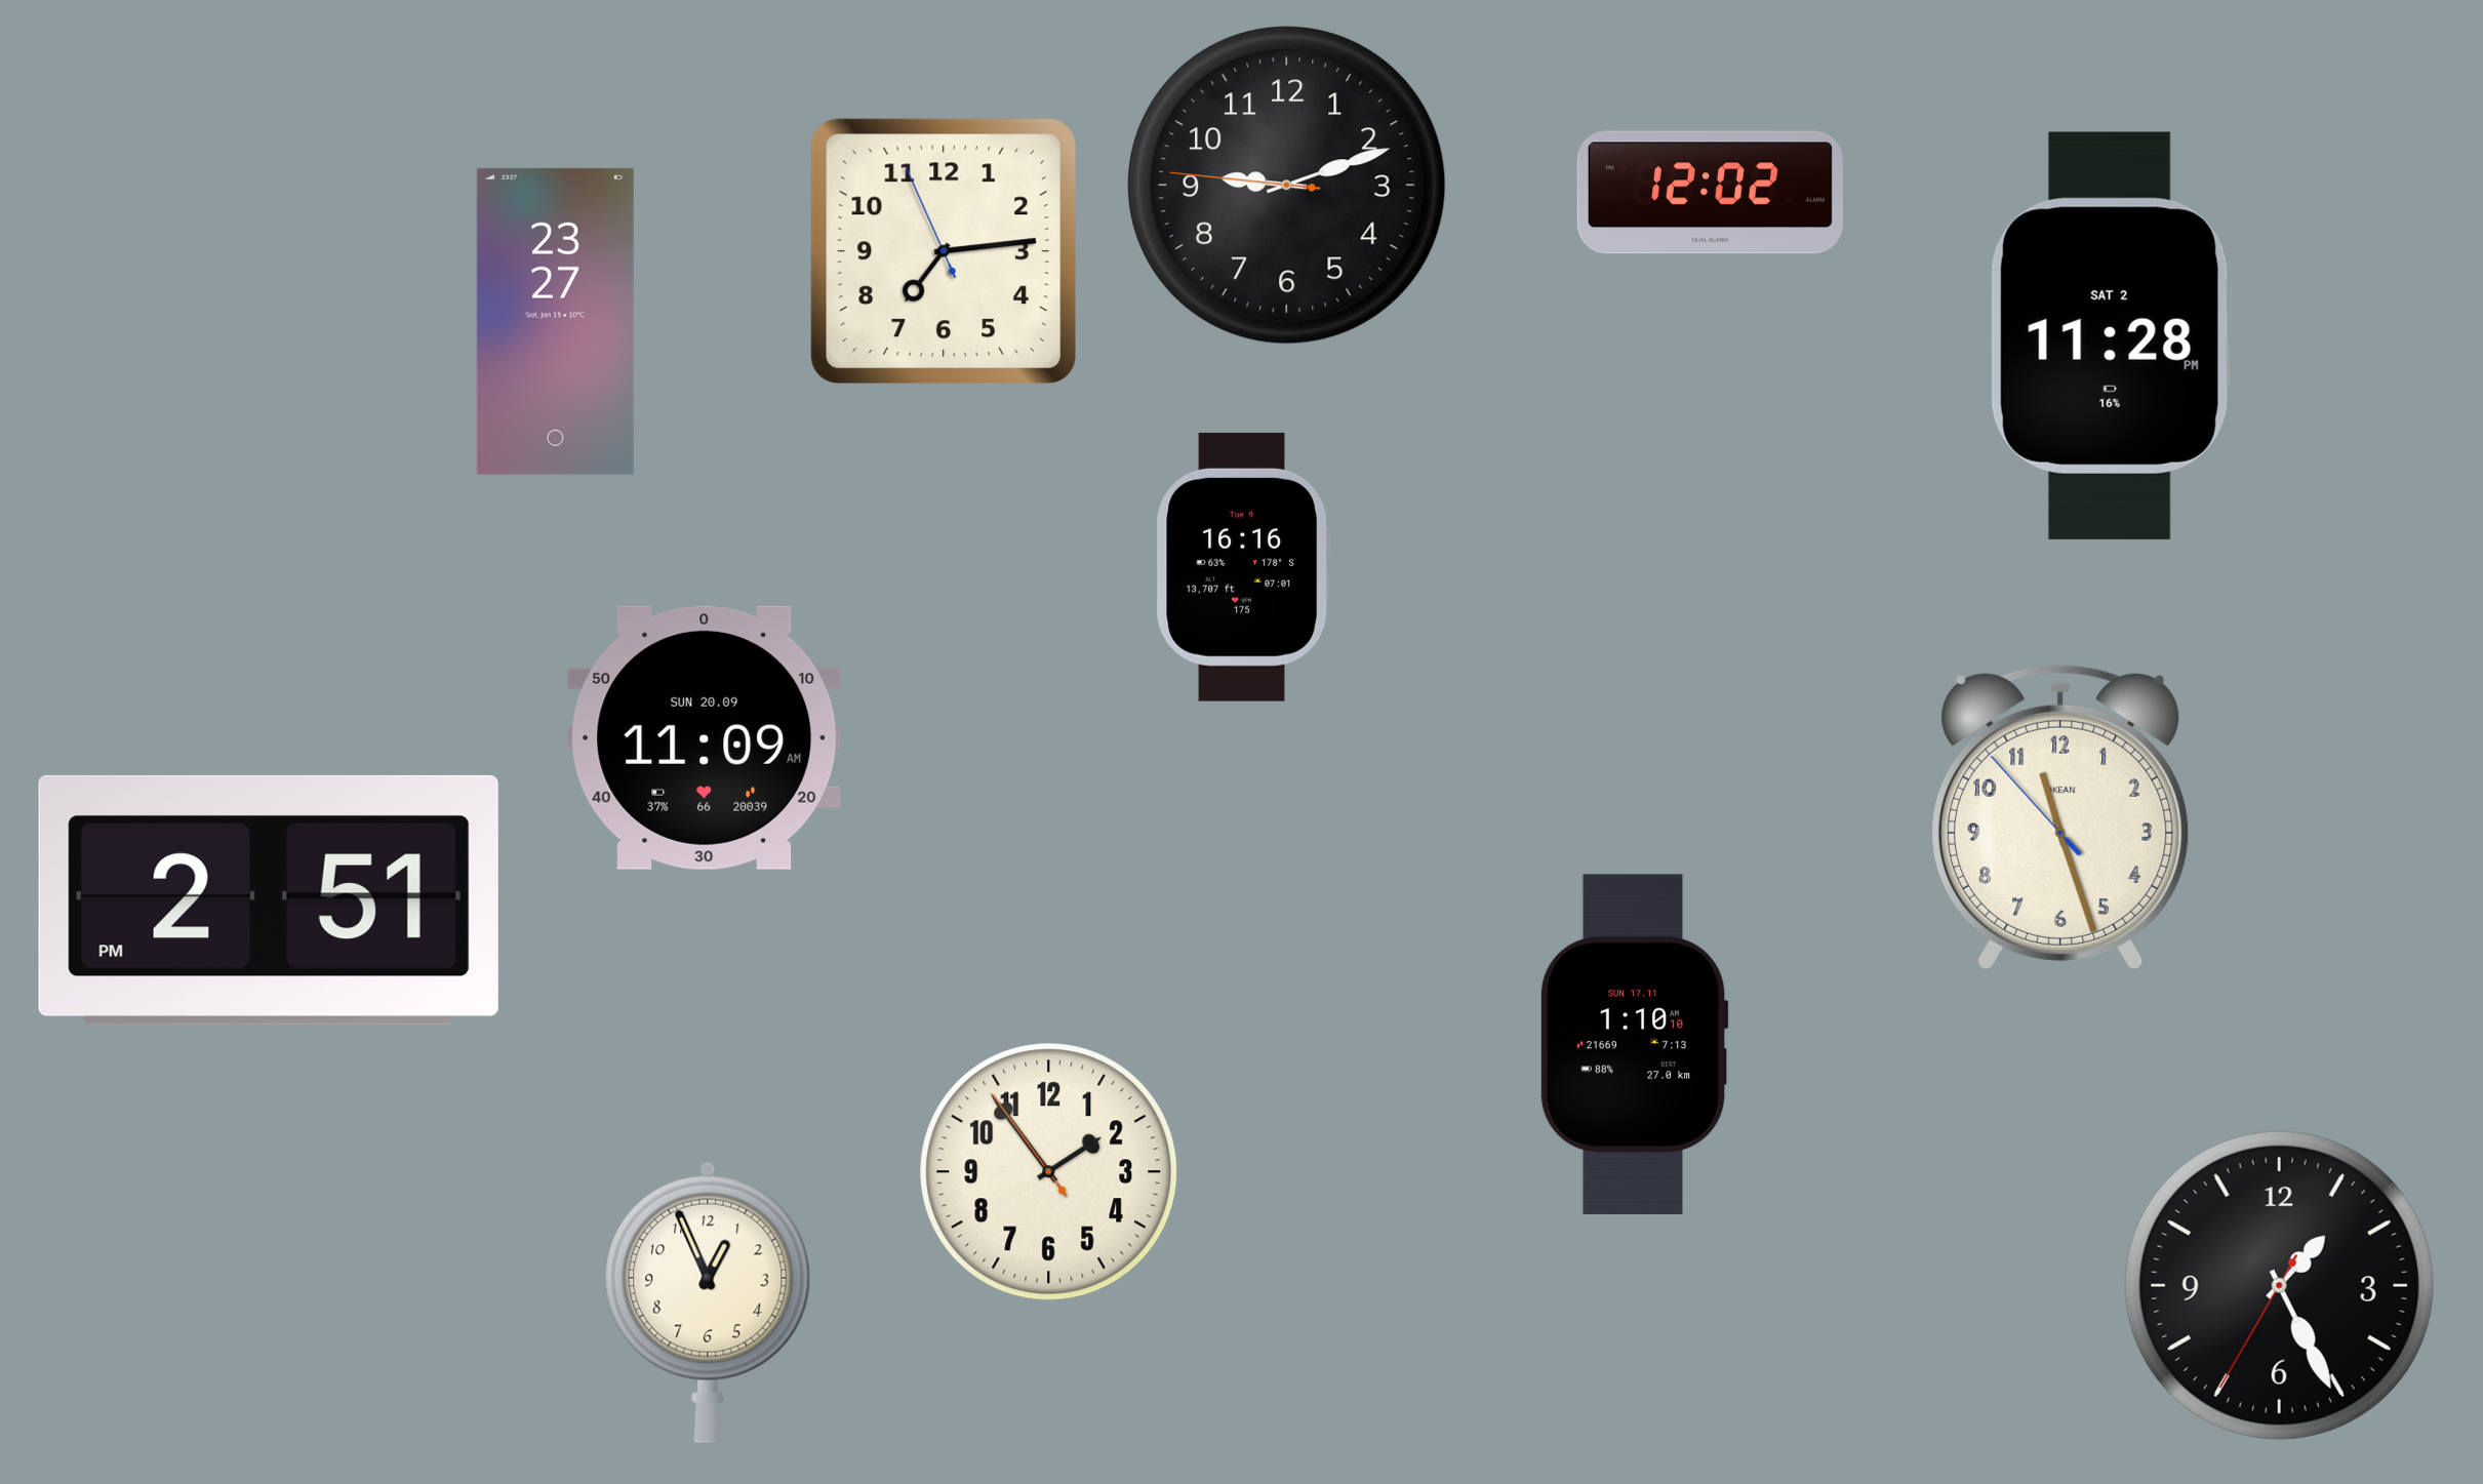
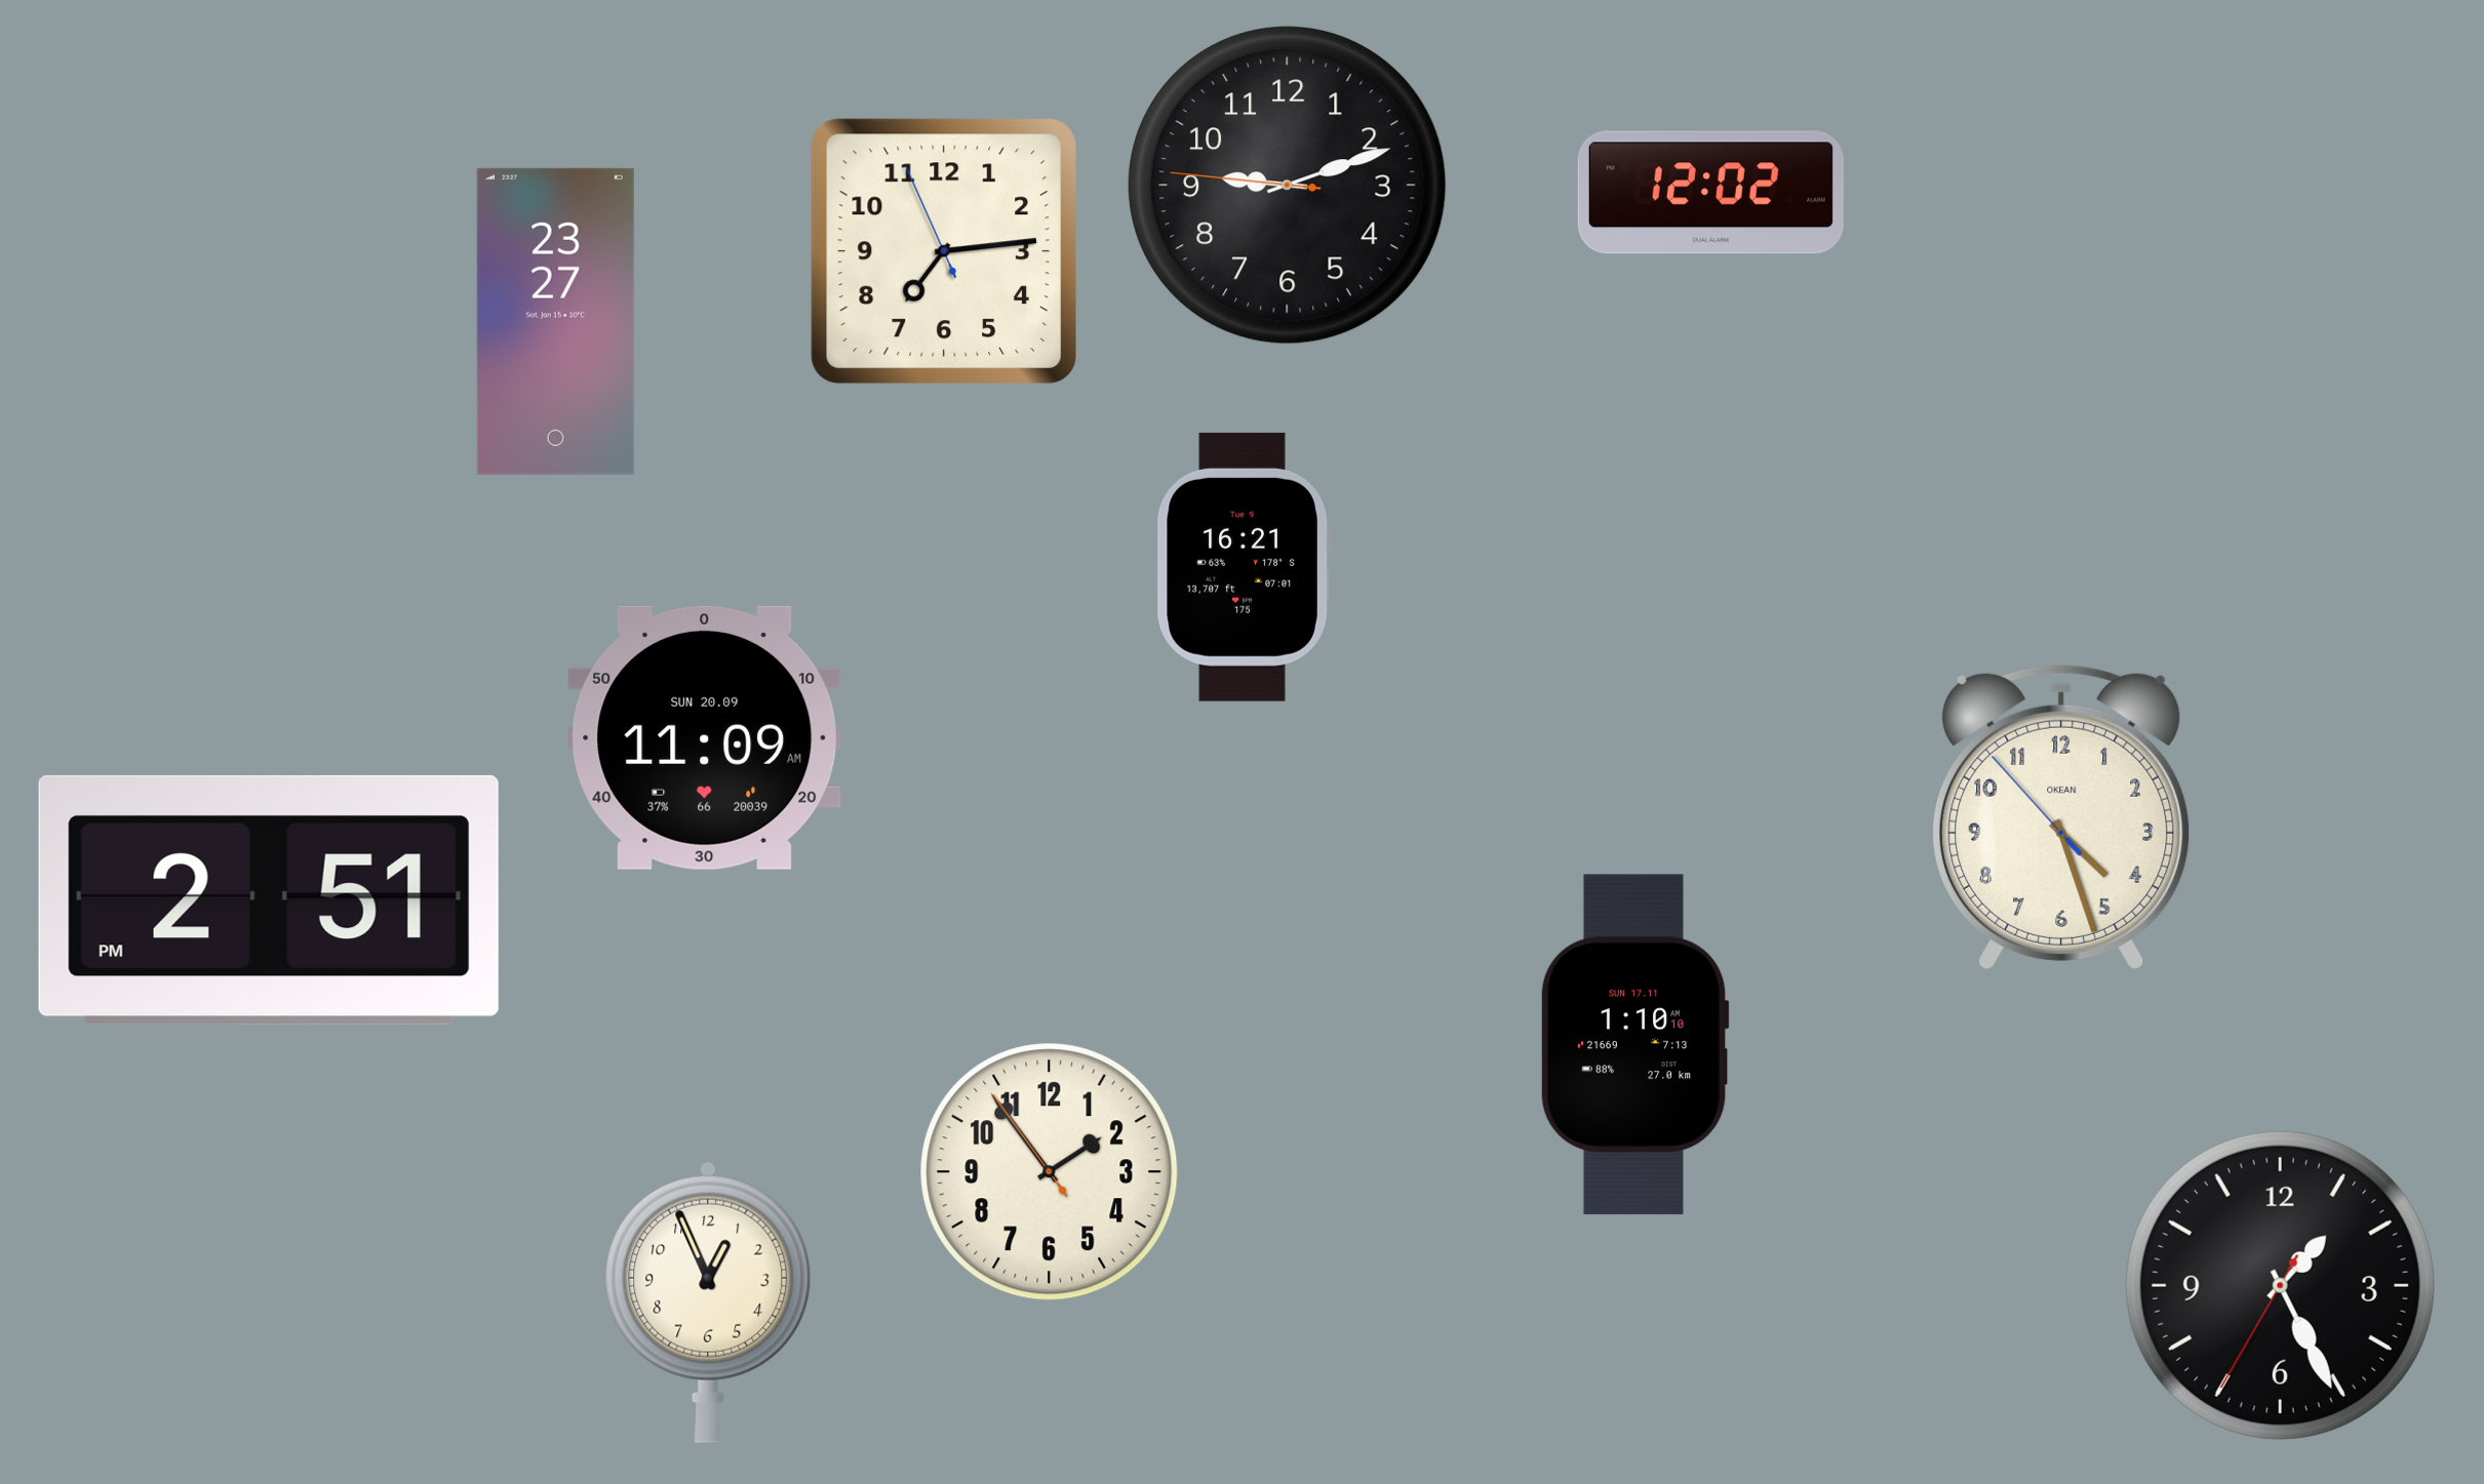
clock at (2111, 335): 11:28 -> none
clock at (1243, 567): 16:16 -> 16:21
clock at (2060, 816): 11:26 -> 4:26
